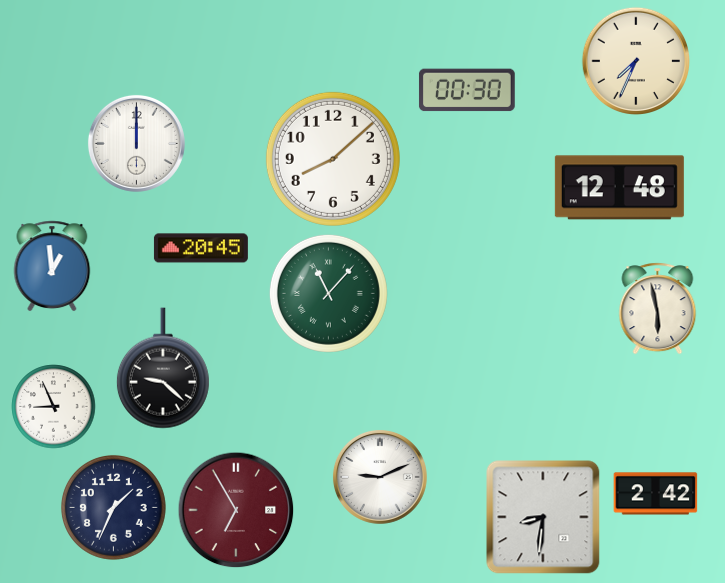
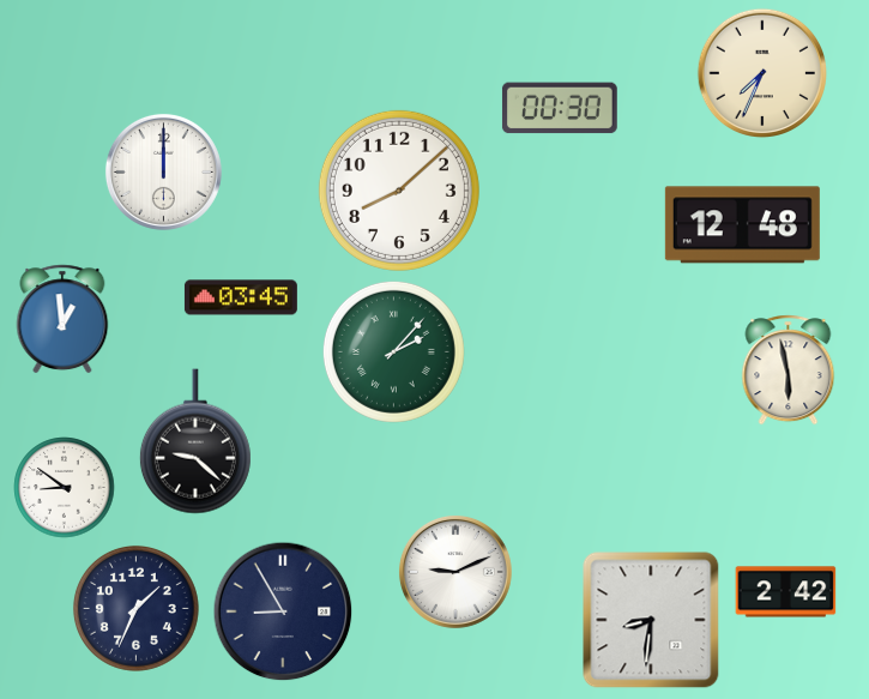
clock at (201, 248): 20:45 -> 03:45
clock at (328, 293): 11:07 -> 2:07
clock at (54, 407): 8:56 -> 8:51
clock at (236, 510): 6:55 -> 8:55
clock at (236, 510) dial: burgundy -> navy
